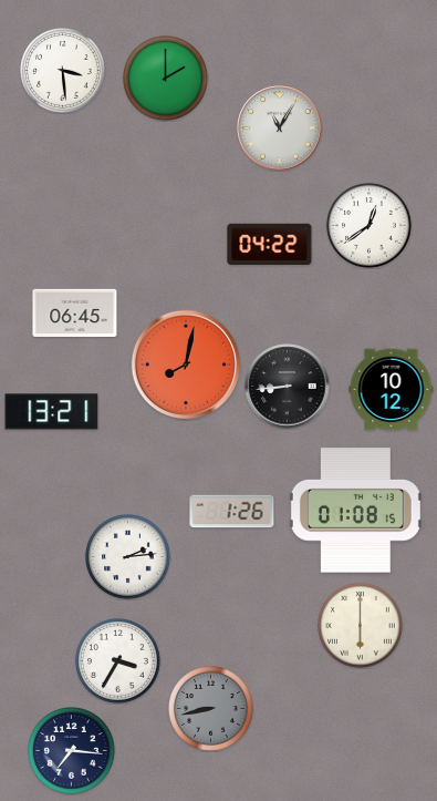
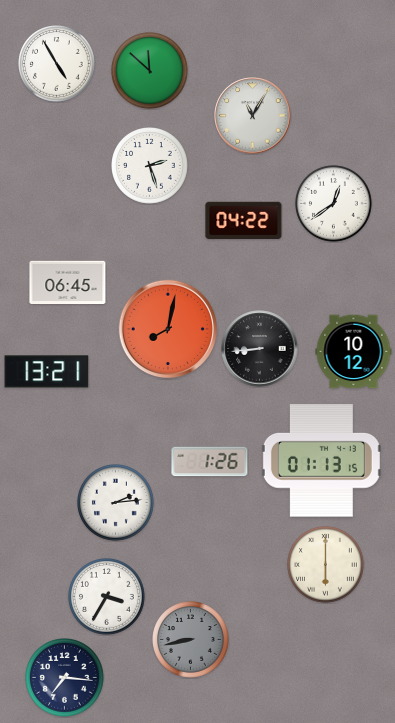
clock at (63, 71): 3:29 -> 4:55
clock at (166, 79): 2:00 -> 11:52
clock at (150, 166): none -> 2:27
clock at (355, 511): 01:08 -> 01:13
